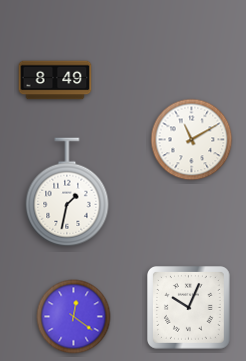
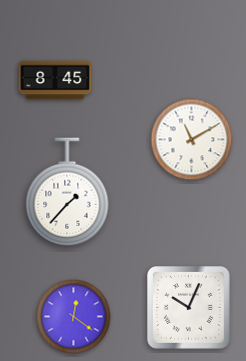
clock at (55, 80): 8:49 -> 8:45
clock at (67, 192): 1:32 -> 1:37
